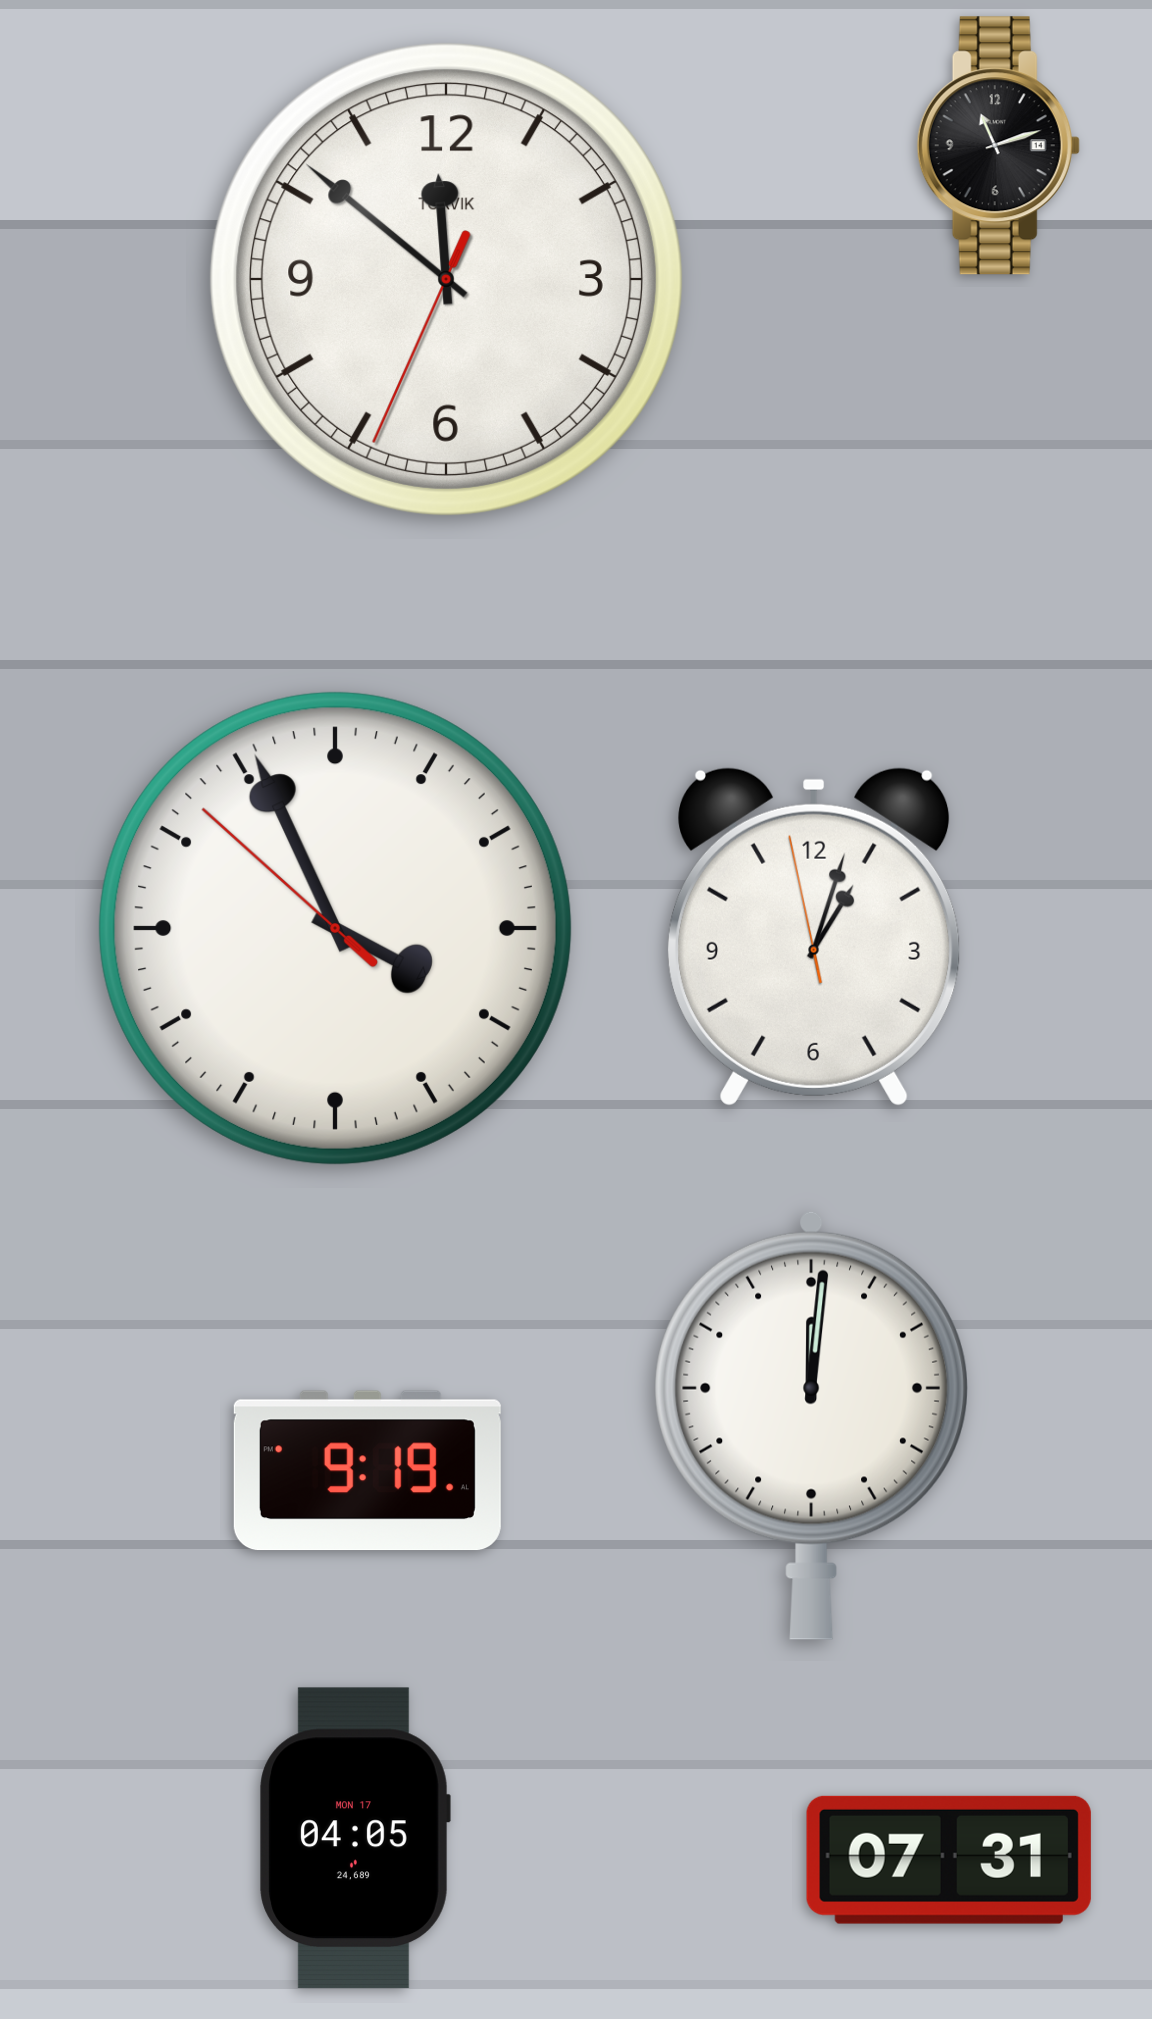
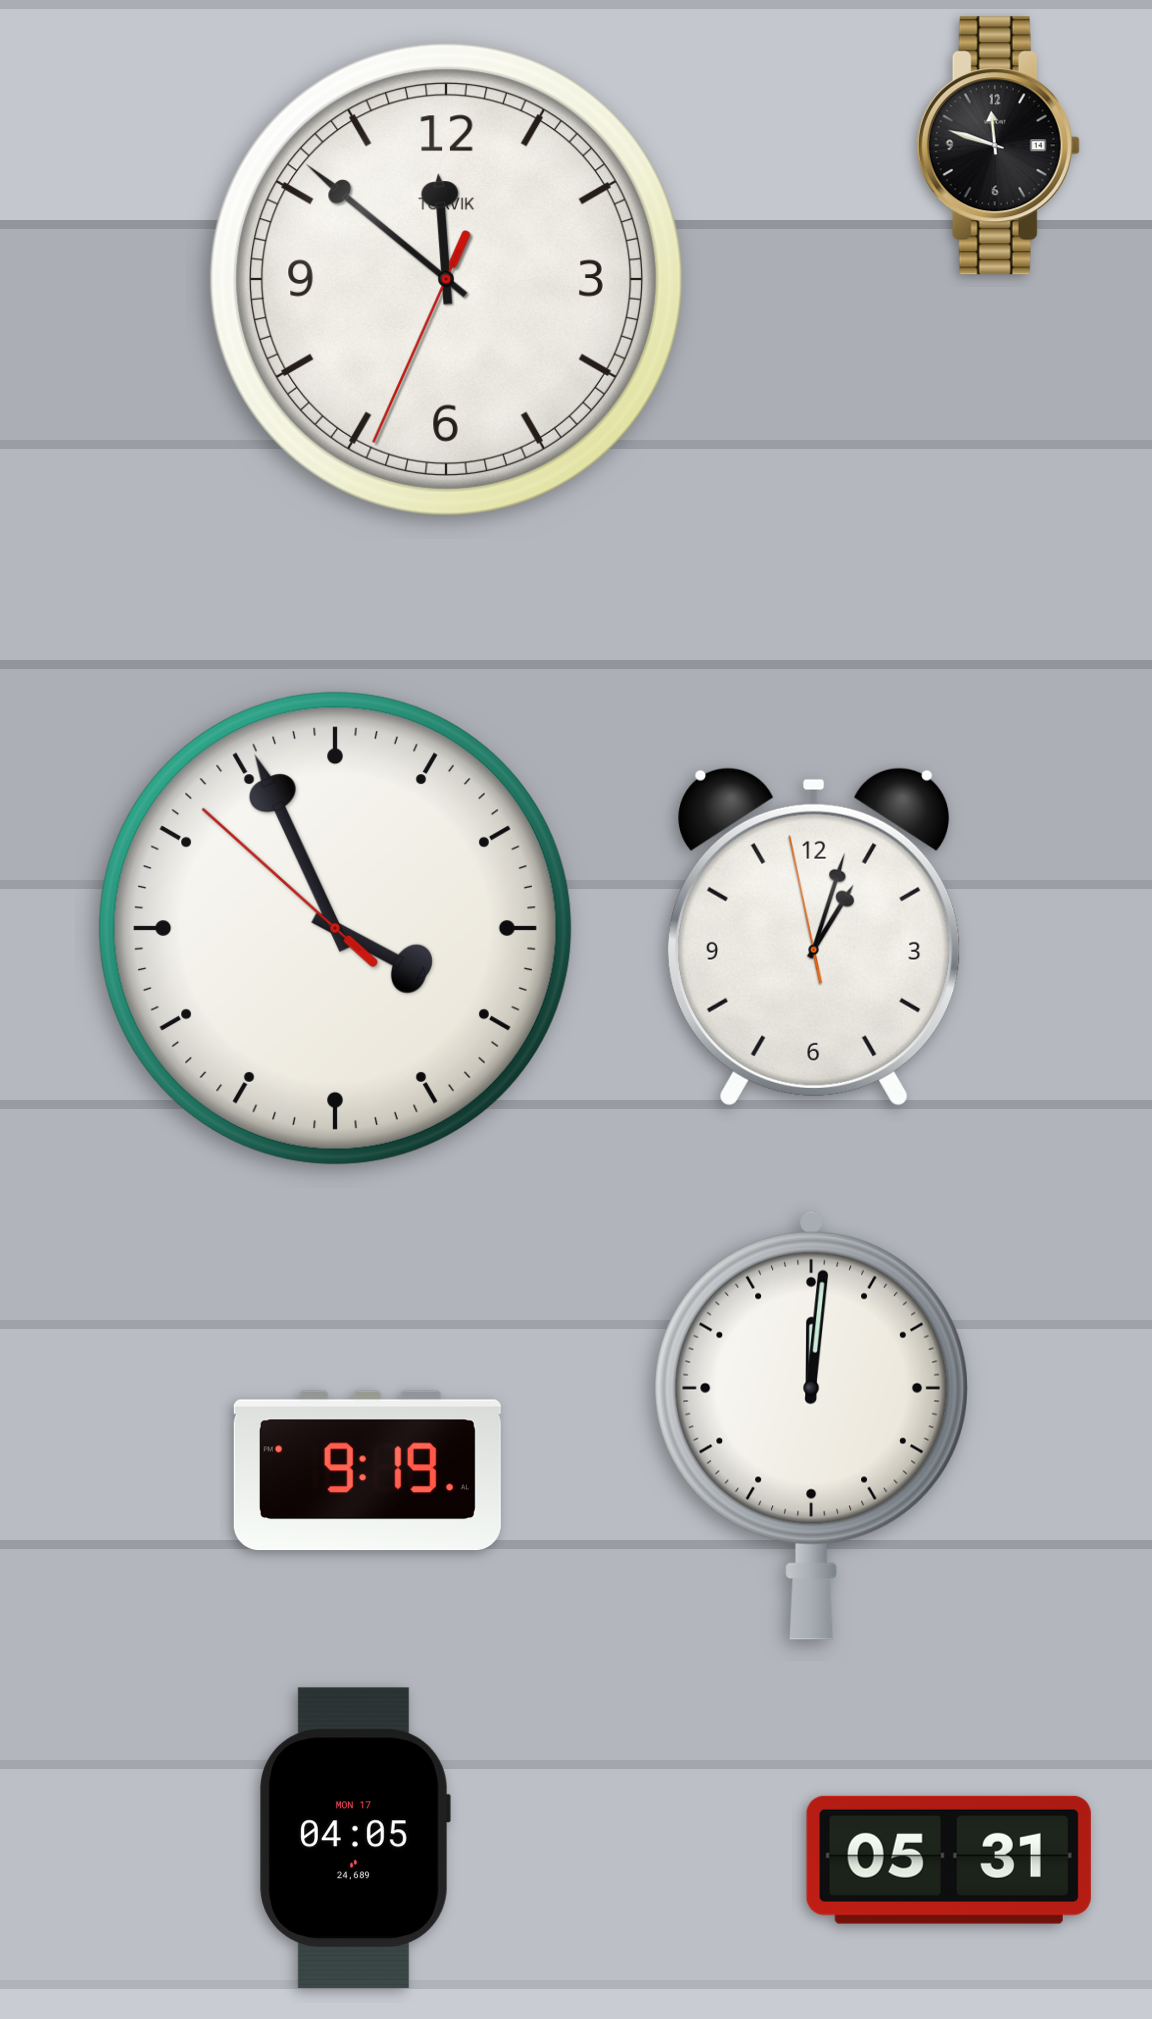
clock at (998, 146): 11:12 -> 11:48
clock at (949, 1860): 07:31 -> 05:31
